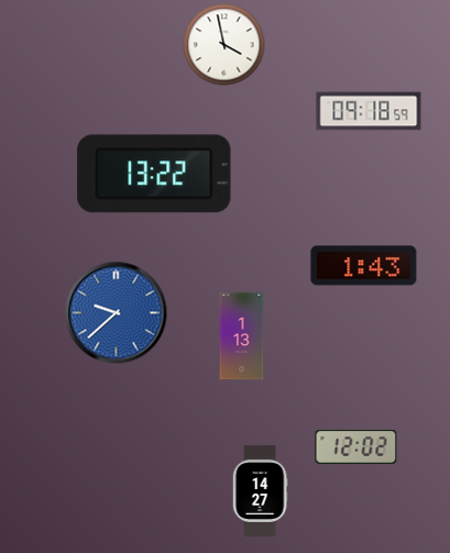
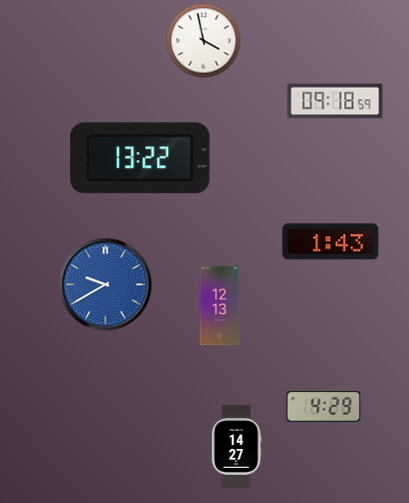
clock at (117, 313): 9:38 -> 9:40
clock at (242, 336): 1:13 -> 12:13
clock at (356, 446): 12:02 -> 4:29
